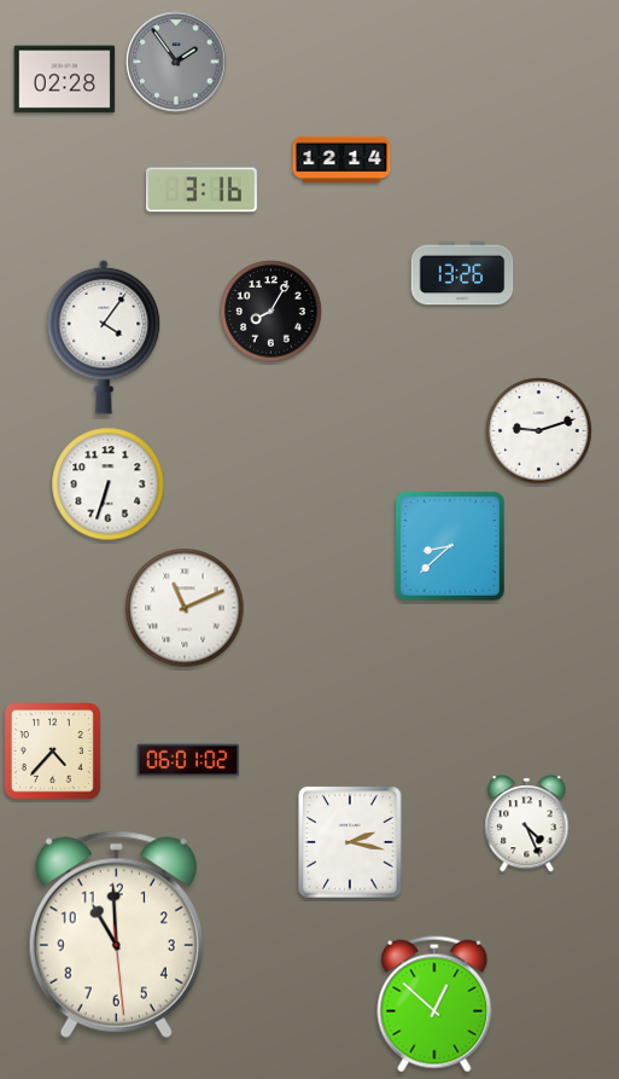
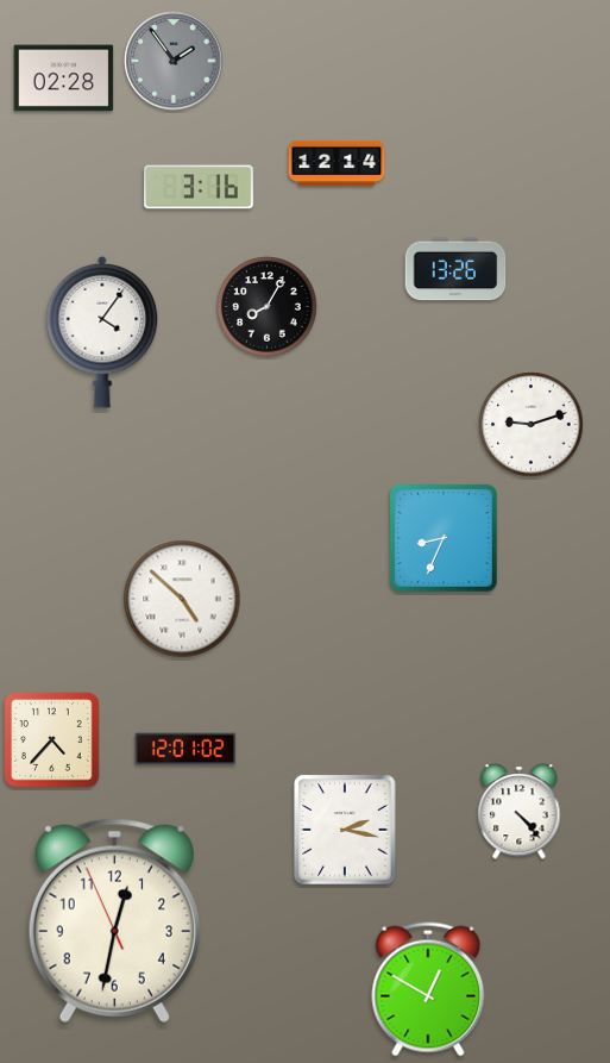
clock at (341, 159) position: (341, 159) -> (337, 163)
clock at (109, 485): 6:33 -> none
clock at (450, 546): 8:38 -> 8:34
clock at (185, 608): 11:11 -> 4:52
clock at (188, 760): 06:01 -> 12:01
clock at (527, 824): 4:26 -> 4:23
clock at (116, 934): 10:59 -> 12:31
clock at (434, 1004): 12:52 -> 12:50
